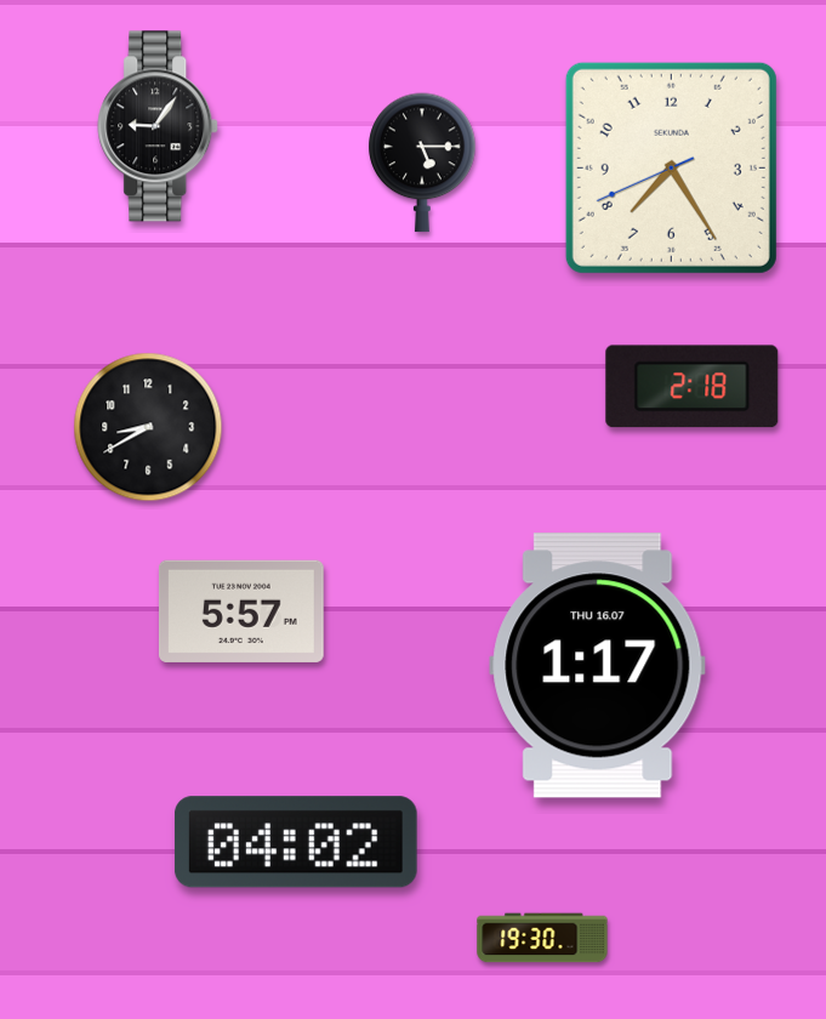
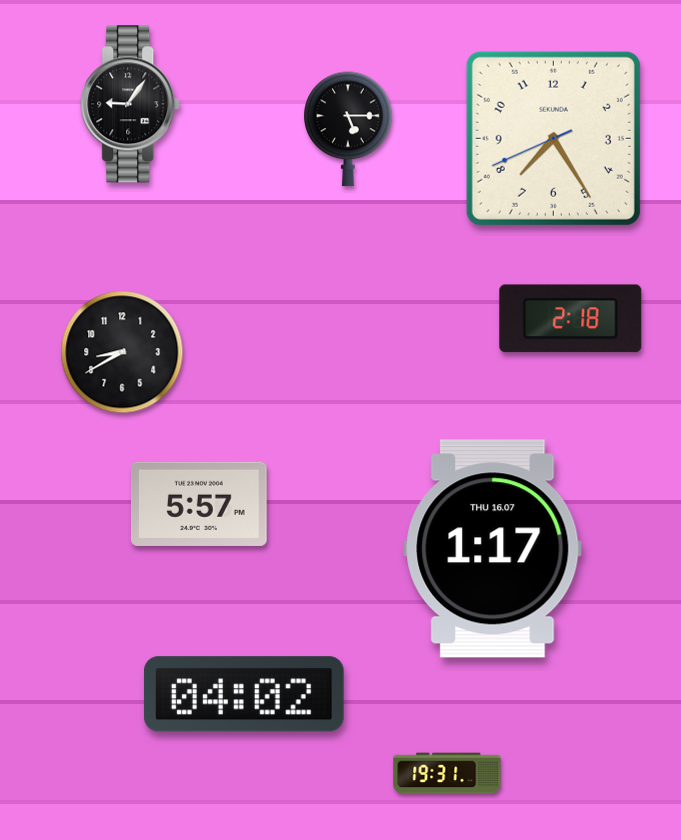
clock at (422, 163) position: (422, 163) -> (348, 129)
clock at (542, 938): 19:30 -> 19:31
